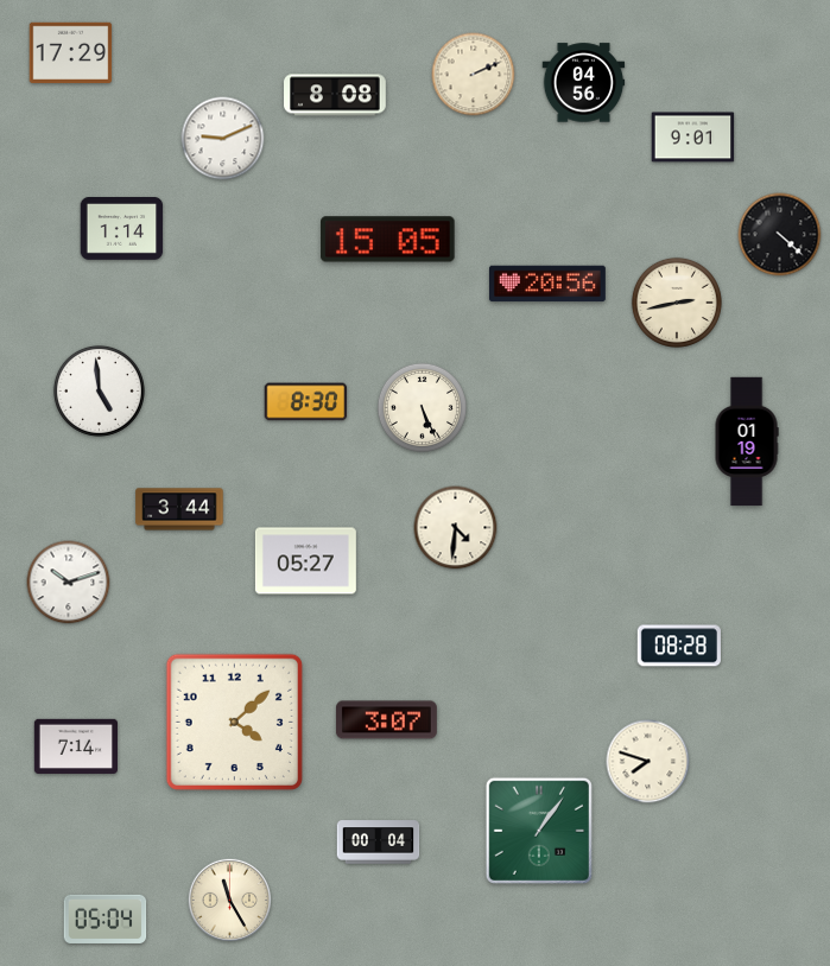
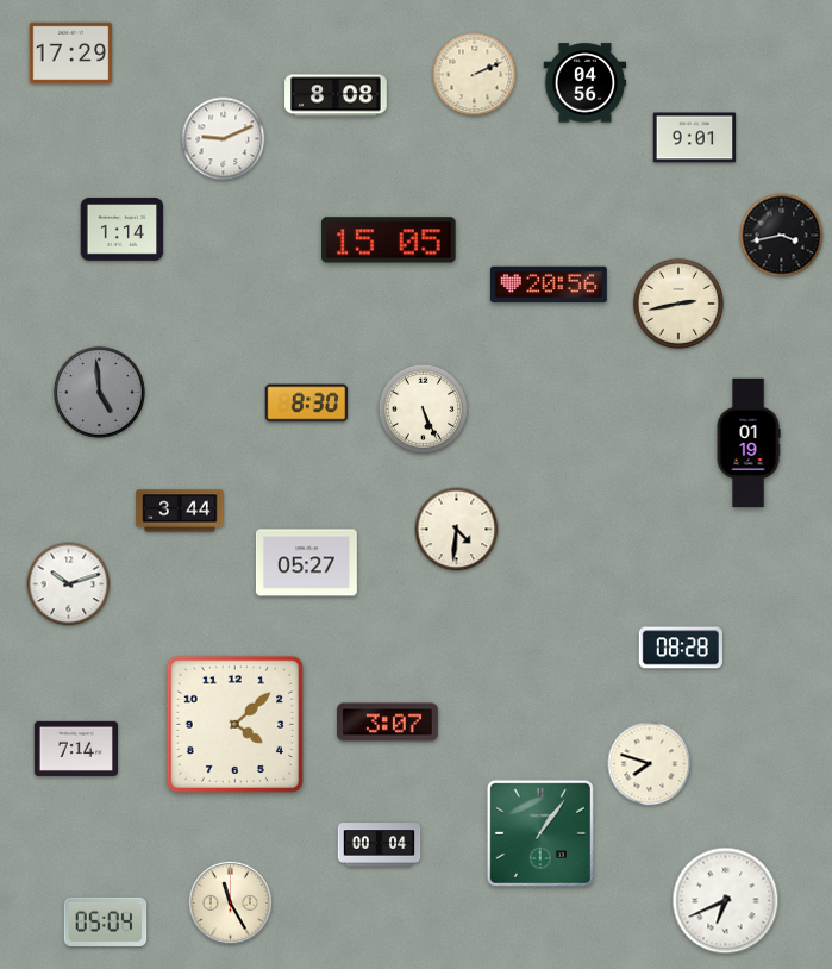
clock at (780, 235): 4:22 -> 3:43
clock at (99, 390) dial: white -> grey
clock at (726, 901): none -> 6:41
